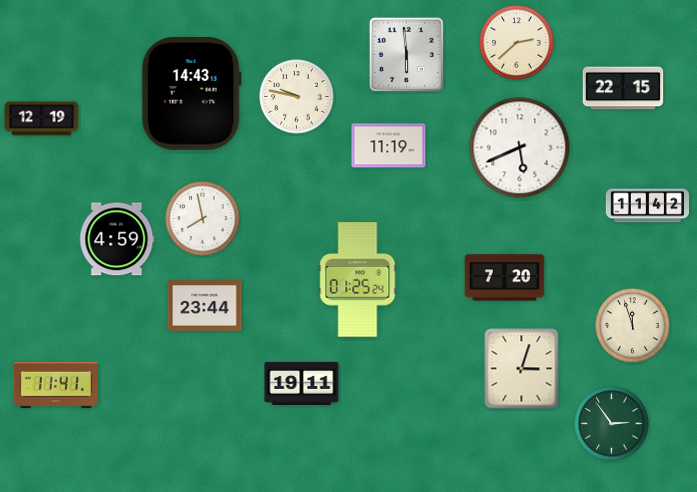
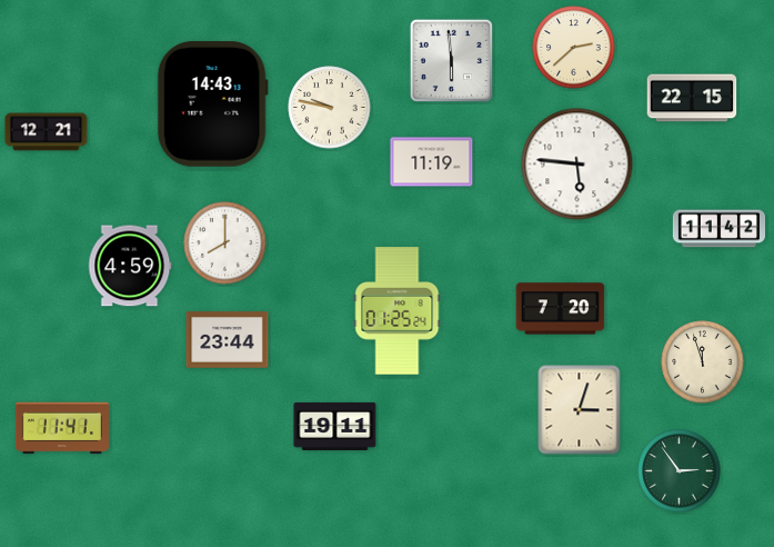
clock at (42, 119): 12:19 -> 12:21
clock at (520, 148): 5:41 -> 5:46
clock at (203, 219): 7:58 -> 8:00
